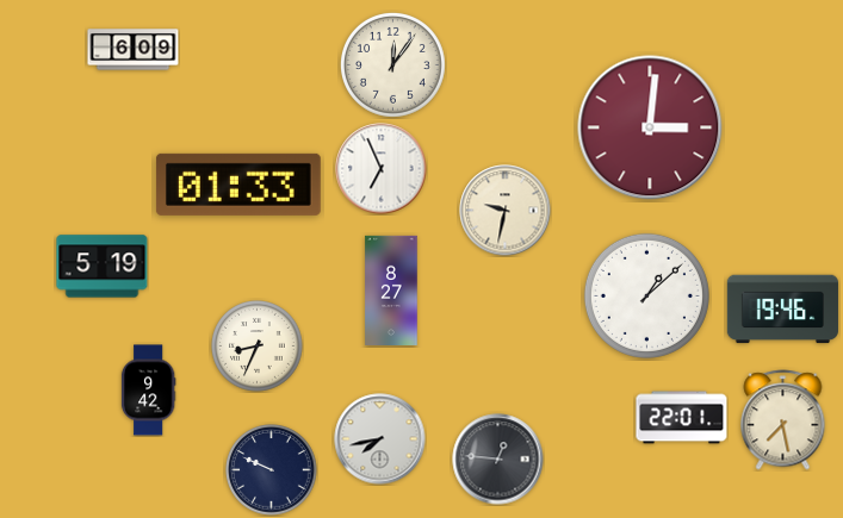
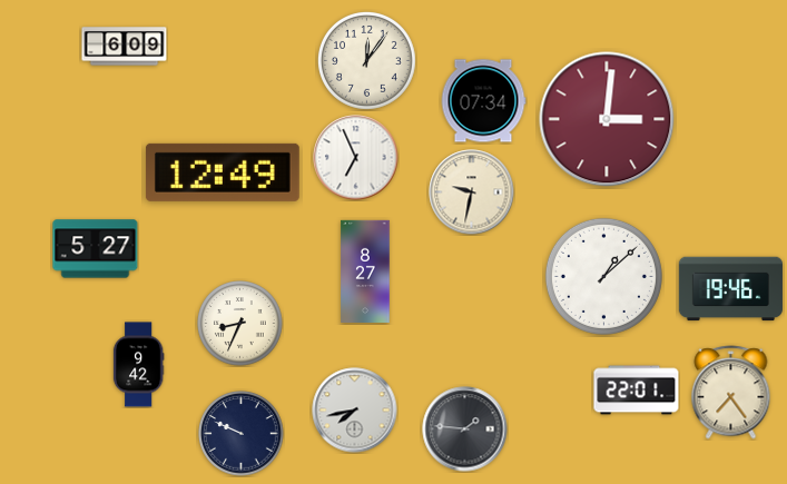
clock at (483, 101): none -> 07:34
clock at (238, 185): 01:33 -> 12:49
clock at (506, 211) position: (506, 211) -> (472, 192)
clock at (103, 267): 5:19 -> 5:27
clock at (783, 420): 7:28 -> 7:24
clock at (498, 460): 12:46 -> 1:46
clock at (272, 470) position: (272, 470) -> (242, 434)
